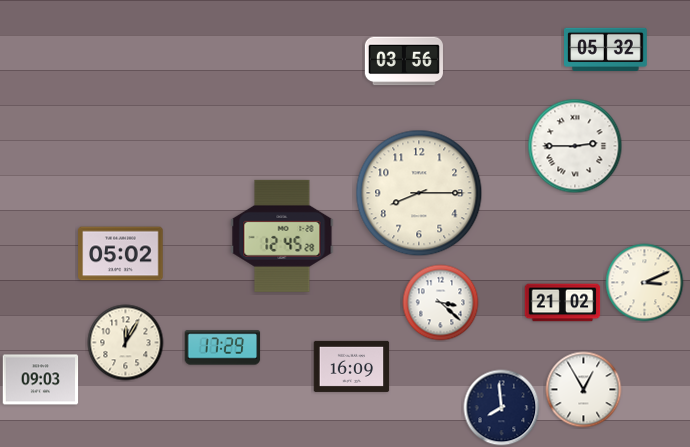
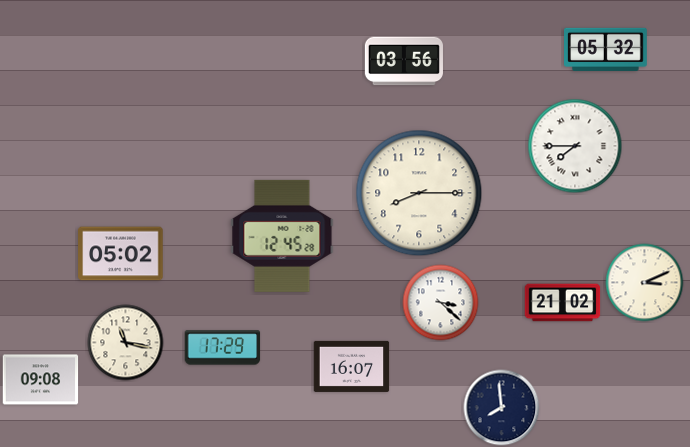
clock at (575, 146): 2:45 -> 7:45
clock at (126, 343): 12:05 -> 11:17
clock at (352, 366): 16:09 -> 16:07
clock at (41, 380): 09:03 -> 09:08
clock at (584, 390): 12:55 -> none
